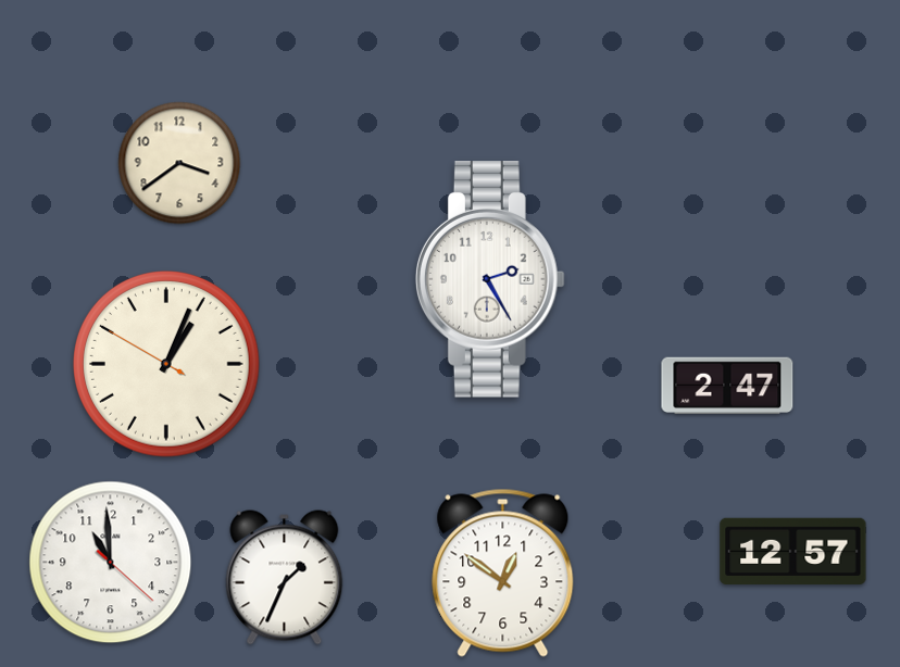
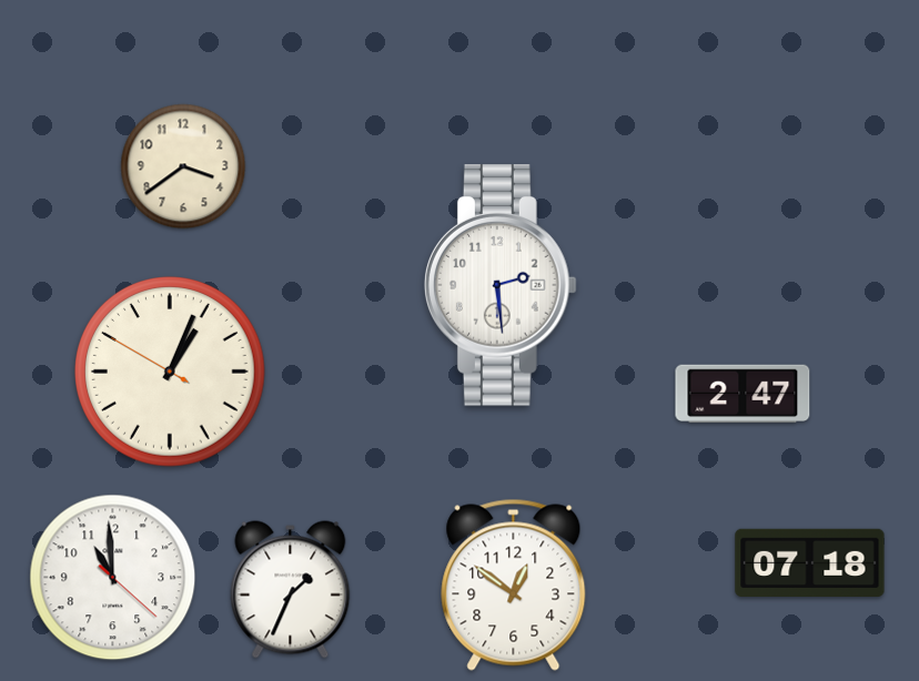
clock at (490, 279): 2:25 -> 2:29
clock at (793, 551): 12:57 -> 07:18
clock at (111, 563) position: (111, 563) -> (113, 578)
